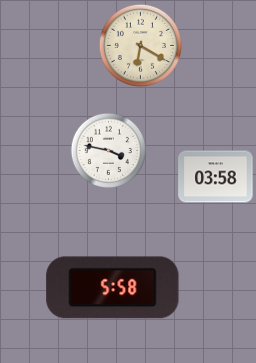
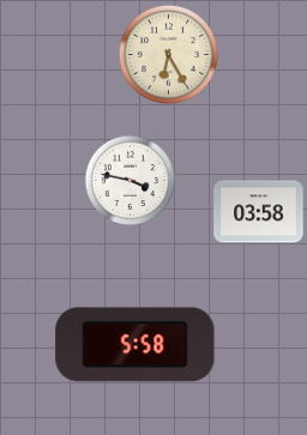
clock at (140, 45): 6:20 -> 6:25
